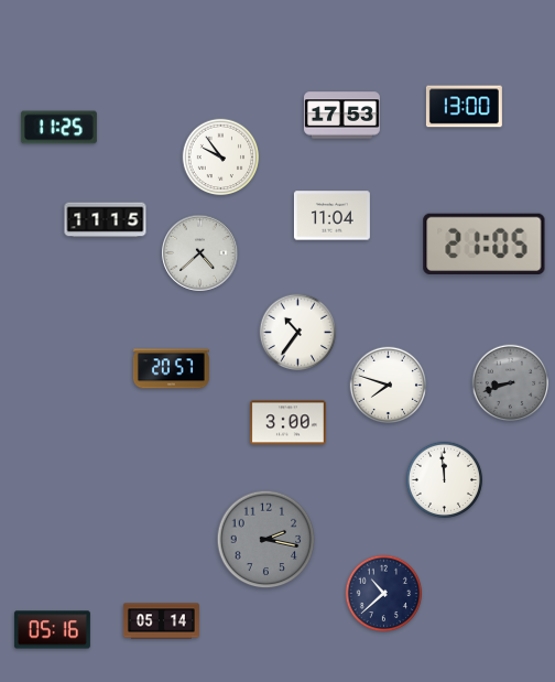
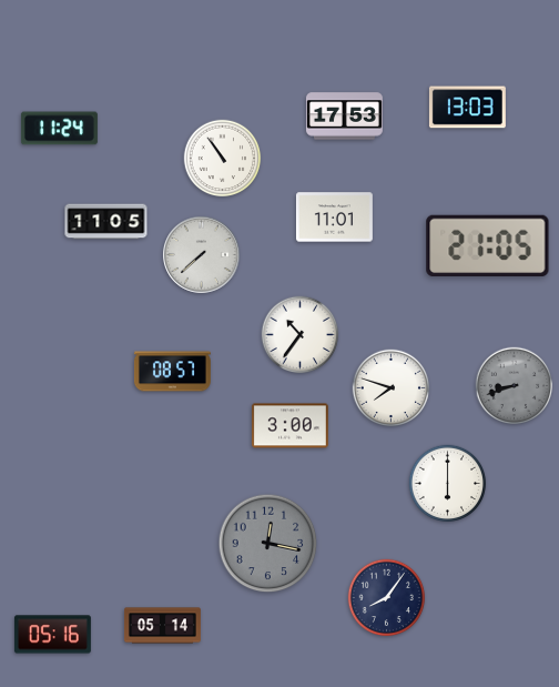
clock at (464, 107): 13:00 -> 13:03
clock at (58, 128): 11:25 -> 11:24
clock at (221, 158): 9:54 -> 10:54
clock at (331, 216): 11:04 -> 11:01
clock at (106, 220): 11:15 -> 11:05
clock at (200, 253): 4:38 -> 7:38
clock at (171, 369): 20:57 -> 08:57
clock at (445, 480): 11:59 -> 6:00
clock at (266, 540): 2:17 -> 12:17
clock at (384, 594): 10:38 -> 8:06
